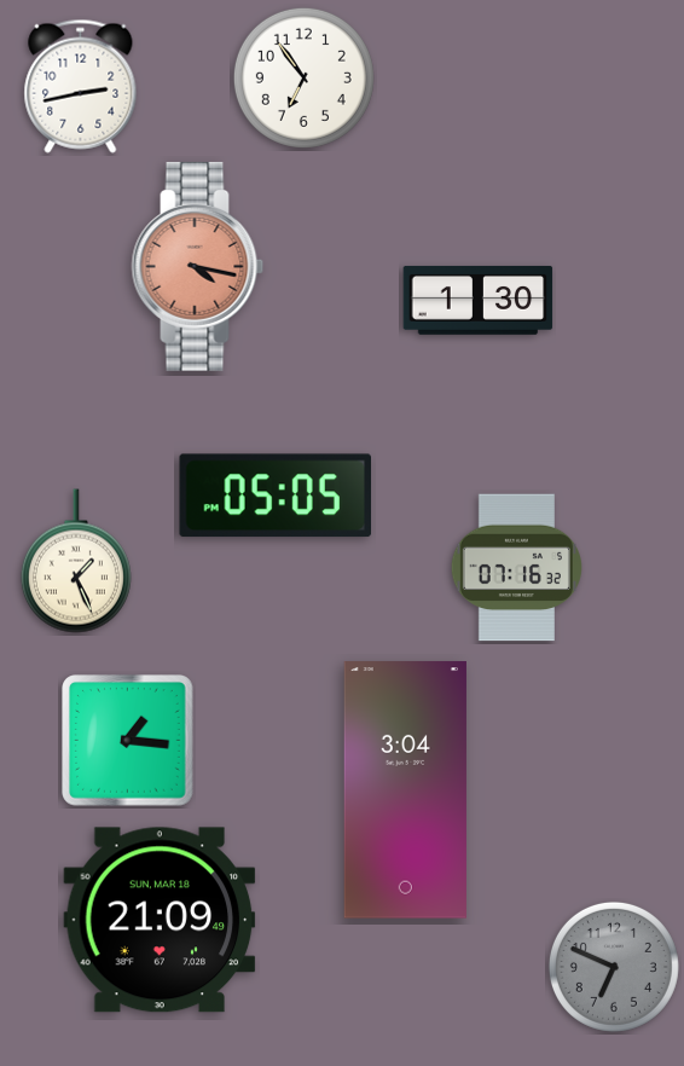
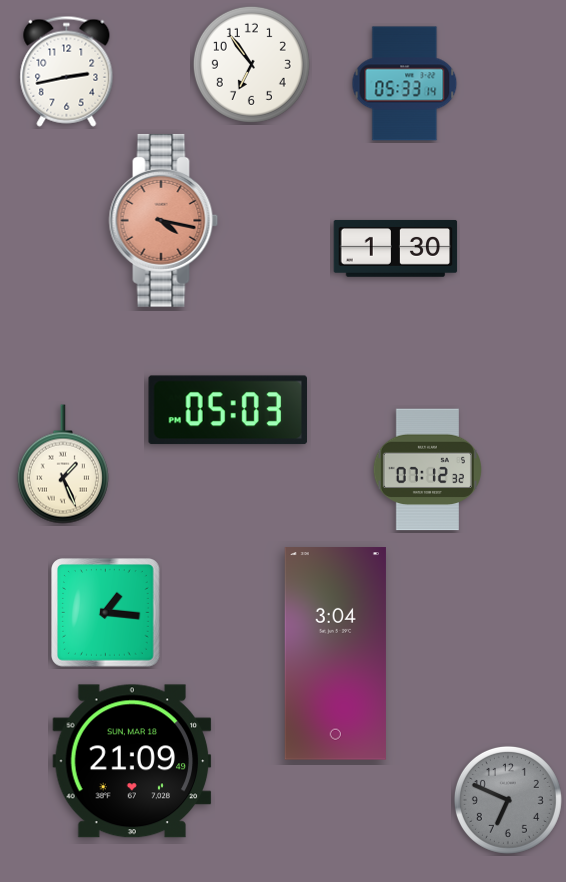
clock at (405, 84): none -> 05:33
clock at (274, 496): 05:05 -> 05:03
clock at (516, 568): 07:16 -> 07:12
